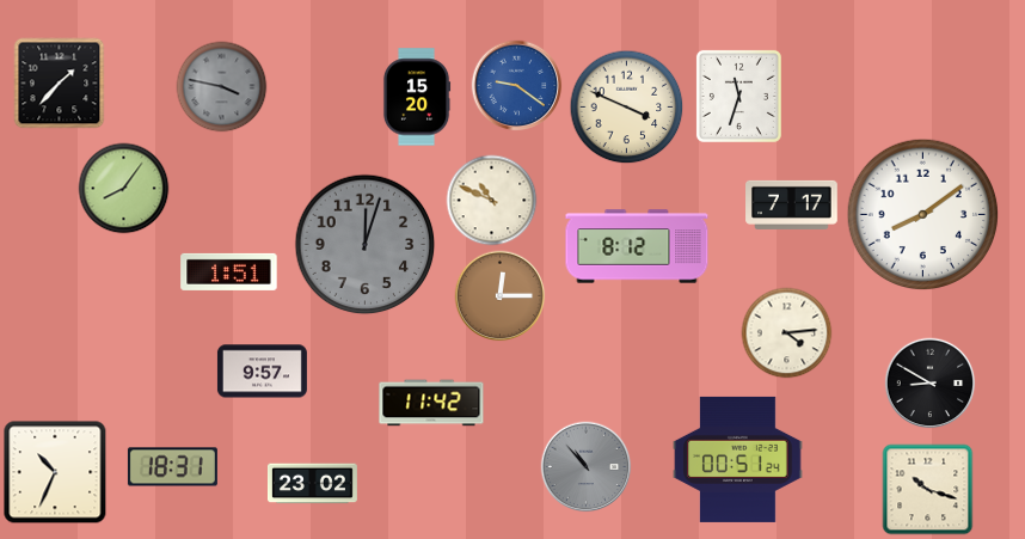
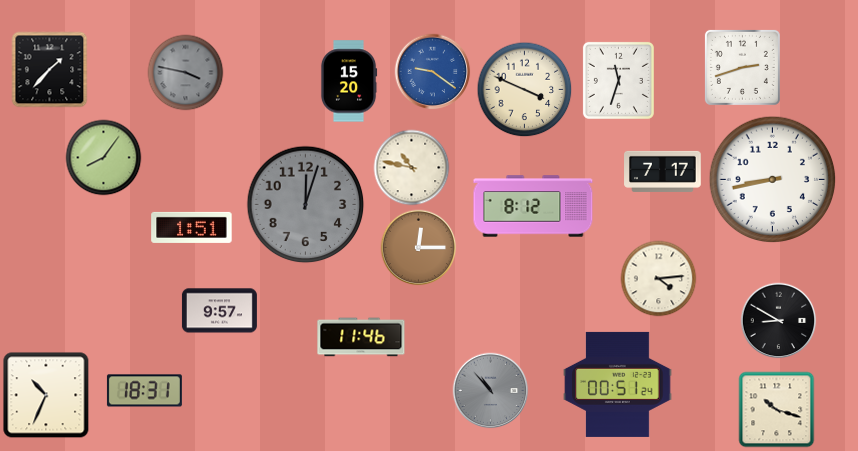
clock at (742, 67): none -> 2:42
clock at (492, 201): 10:49 -> 10:47
clock at (923, 215): 8:09 -> 8:43
clock at (431, 403): 11:42 -> 11:46
clock at (312, 484): 23:02 -> none
